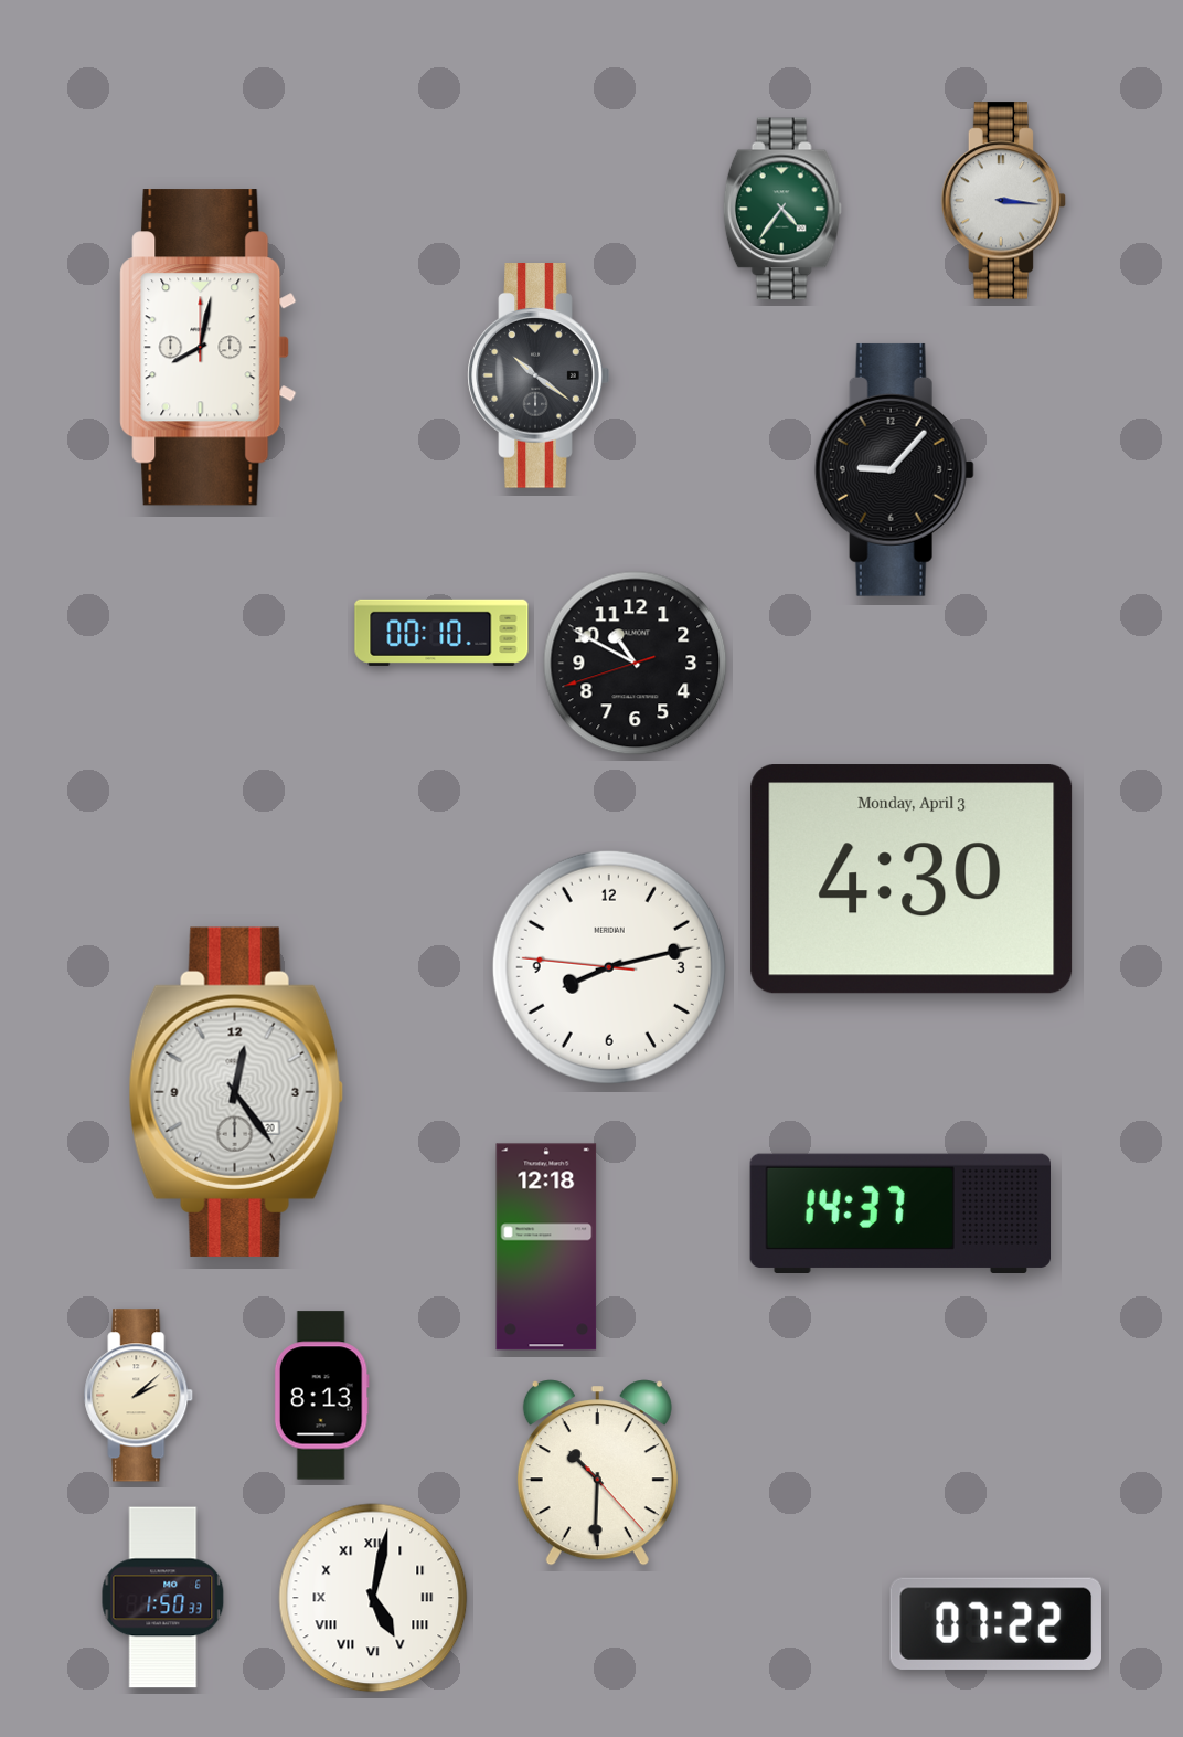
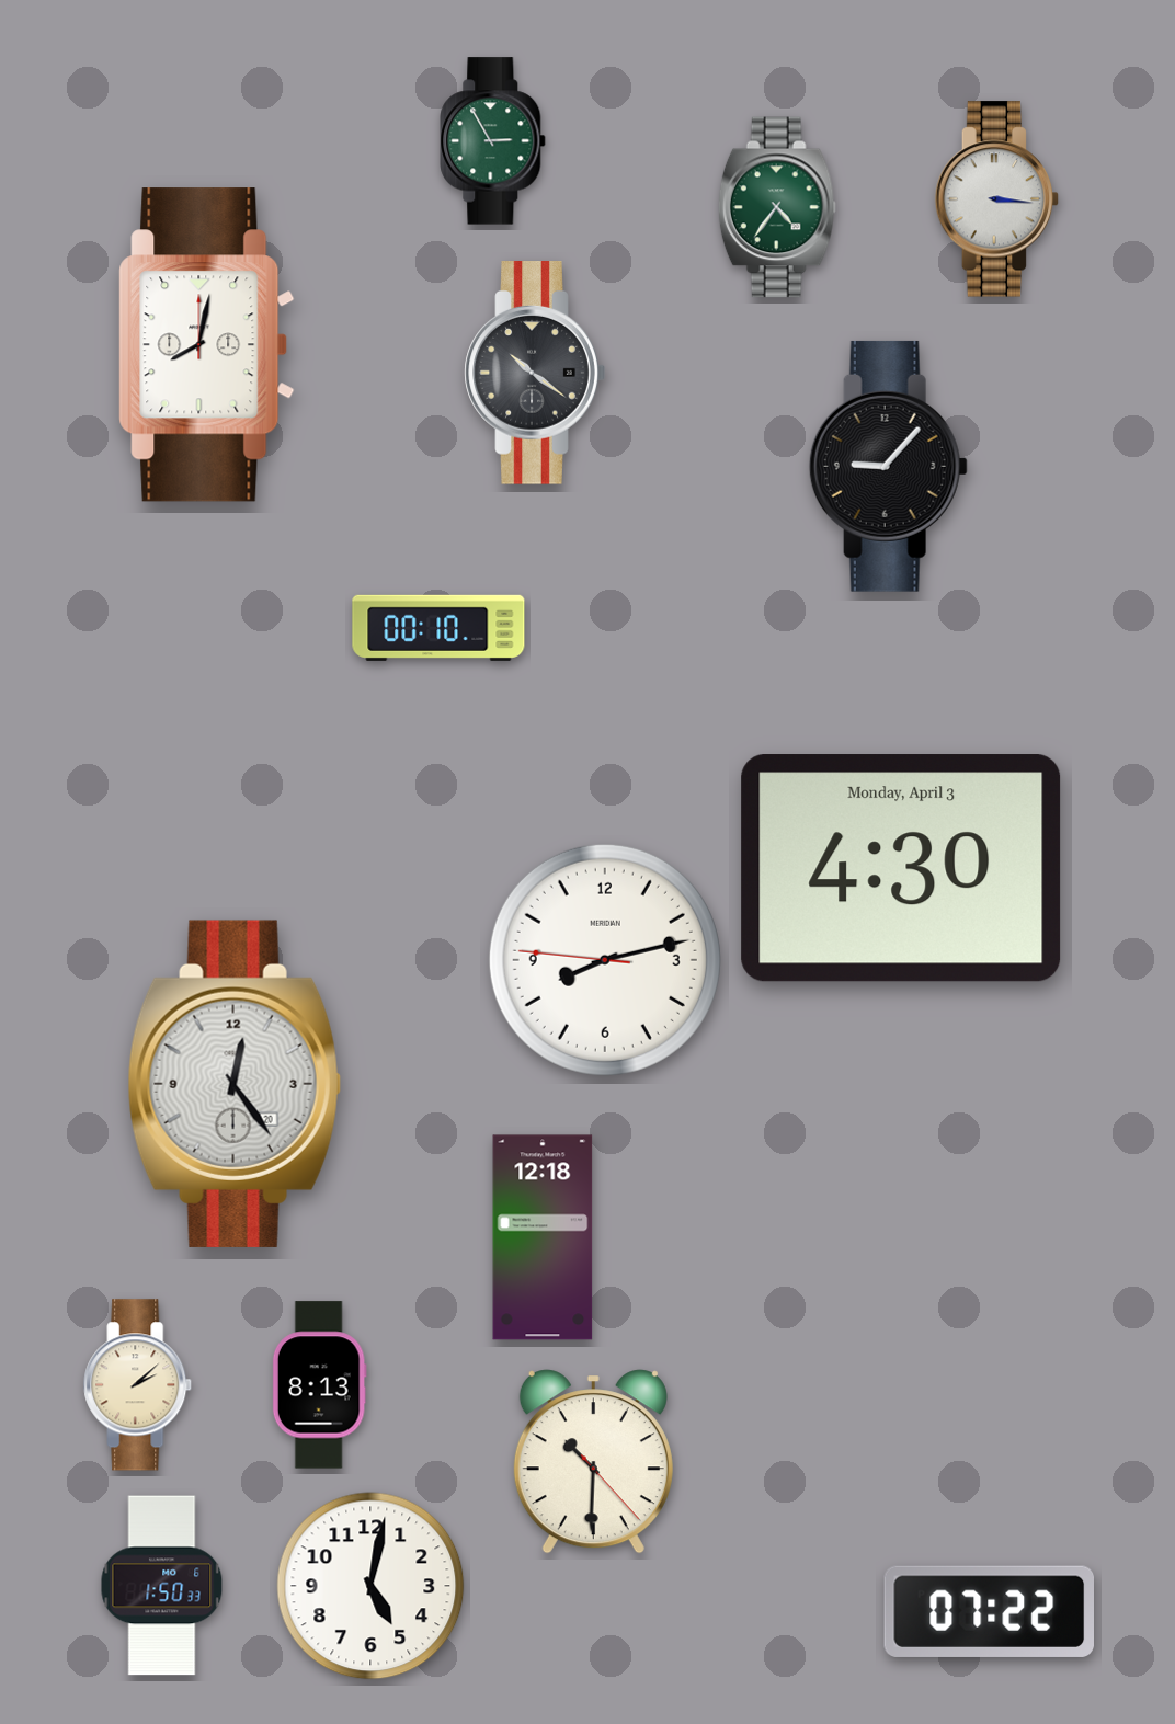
clock at (493, 141): none -> 2:55
clock at (636, 664): 10:49 -> none
clock at (912, 879) position: (912, 879) -> (901, 868)
clock at (899, 1212): 14:37 -> none
clock at (373, 1598) numerals: Roman -> Arabic
